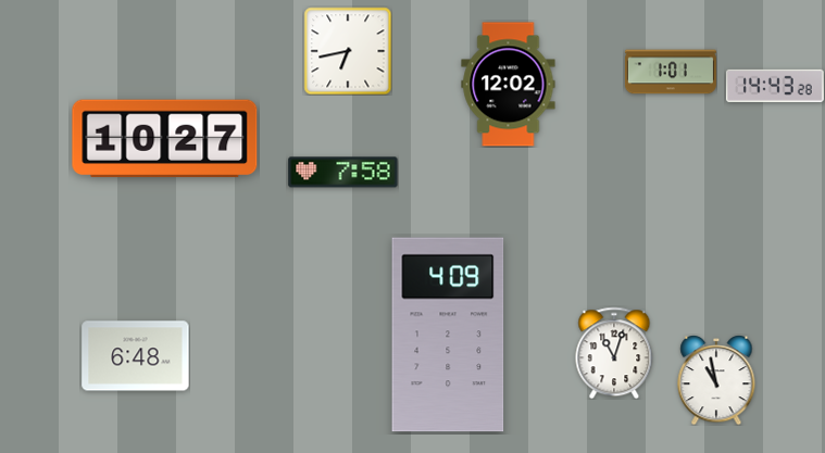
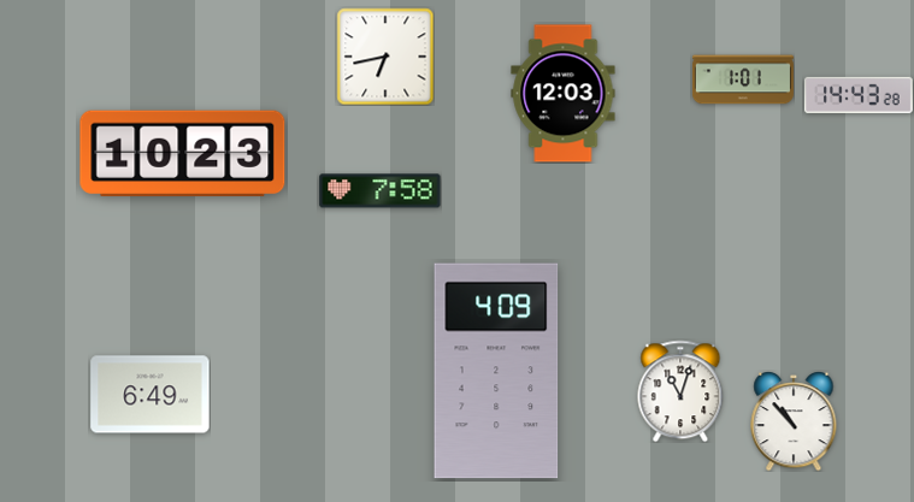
clock at (509, 85): 12:02 -> 12:03
clock at (165, 139): 10:27 -> 10:23
clock at (136, 356): 6:48 -> 6:49
clock at (716, 380): 10:58 -> 10:53
